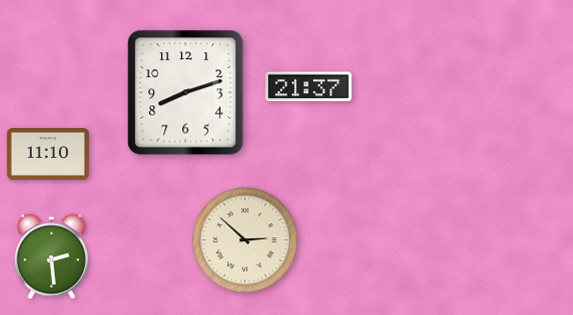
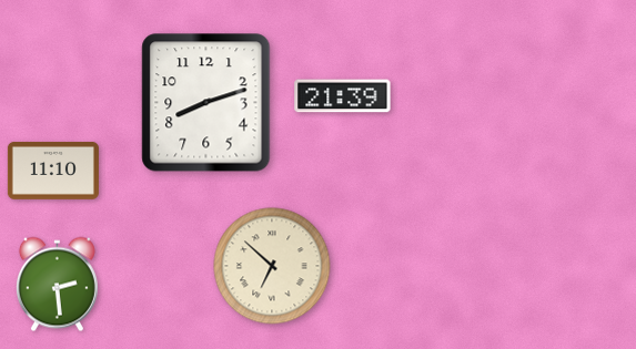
clock at (309, 87): 21:37 -> 21:39
clock at (245, 240): 2:52 -> 6:52
